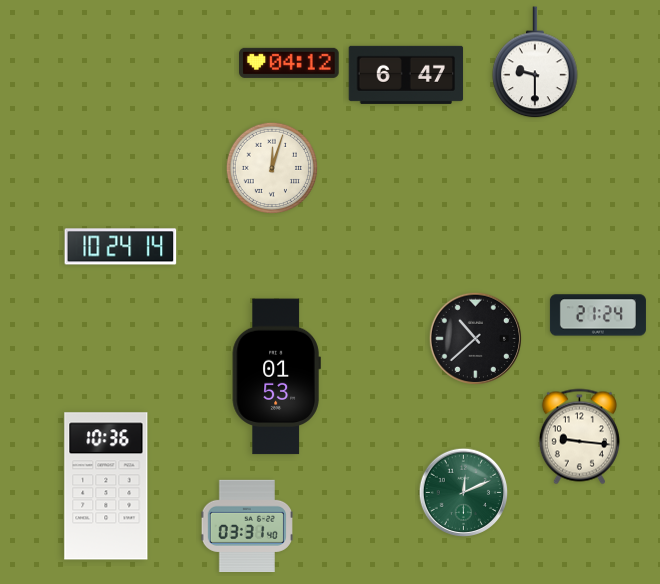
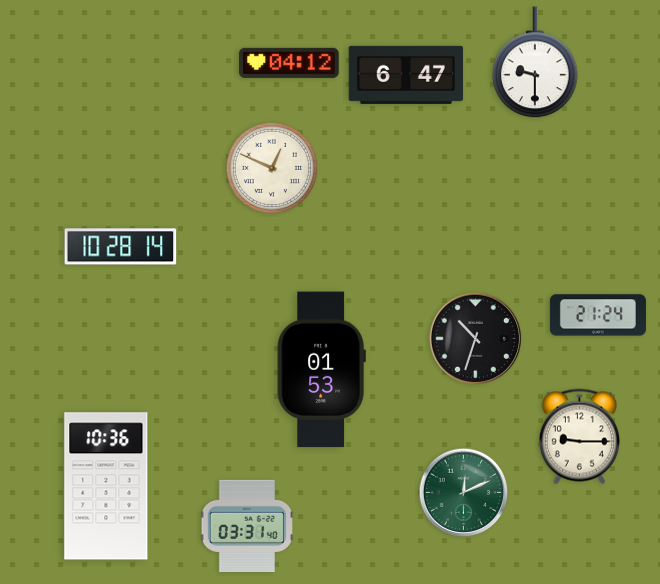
clock at (271, 167): 12:03 -> 12:49
clock at (121, 247): 10:24 -> 10:28
clock at (475, 338): 10:38 -> 10:33
clock at (276, 377) position: (276, 377) -> (321, 370)
clock at (579, 437): 9:16 -> 9:15
